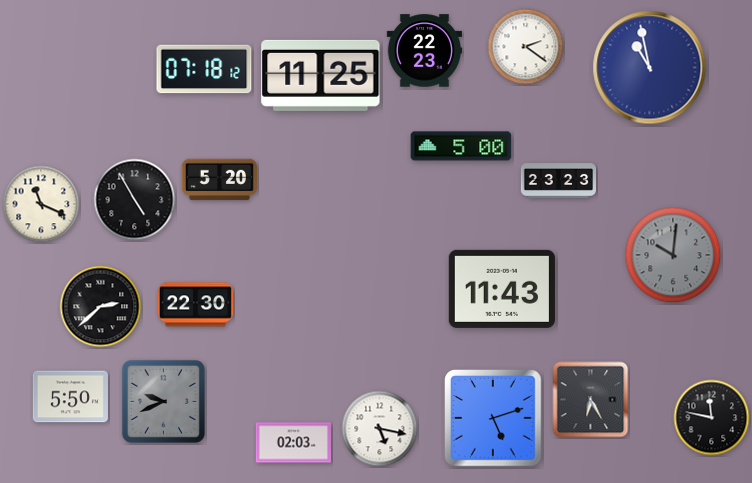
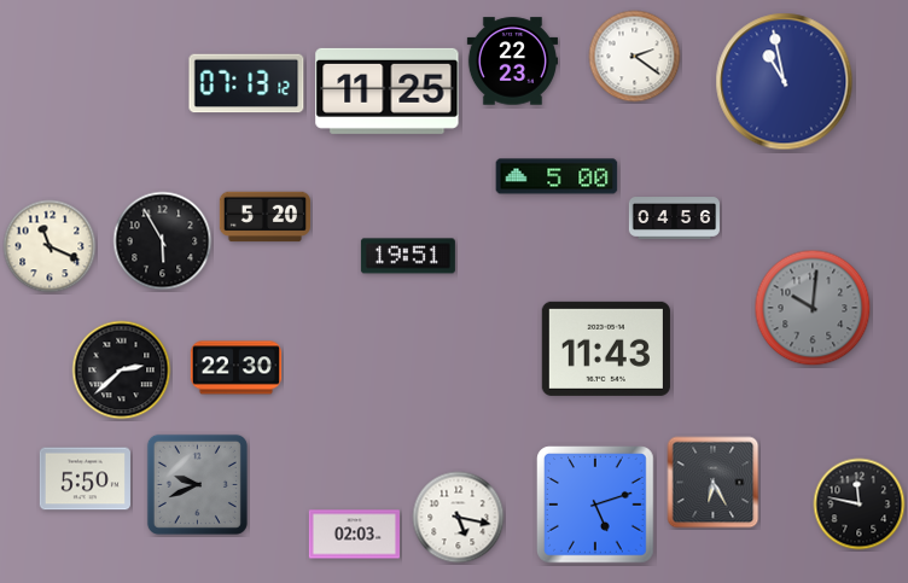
clock at (204, 69): 07:18 -> 07:13
clock at (559, 181): 23:23 -> 04:56
clock at (135, 200): 4:55 -> 5:55
clock at (408, 256): none -> 19:51
